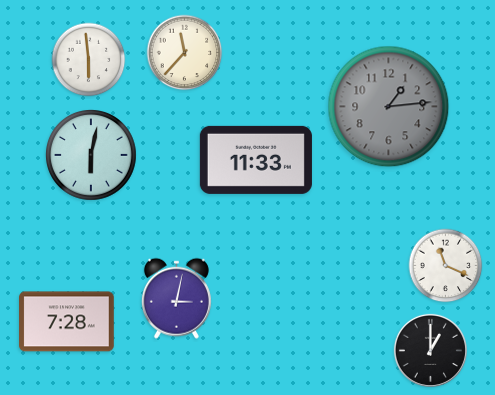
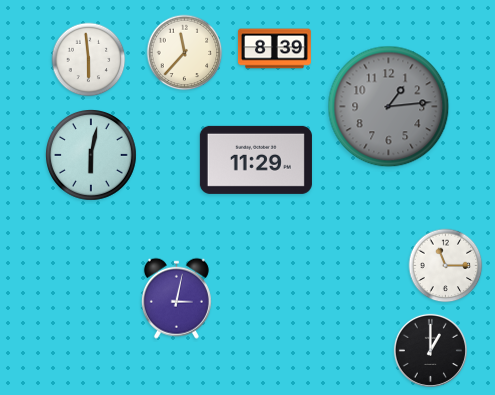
clock at (274, 49): none -> 8:39
clock at (256, 160): 11:33 -> 11:29
clock at (446, 266): 11:19 -> 11:15
clock at (67, 322): 7:28 -> none
